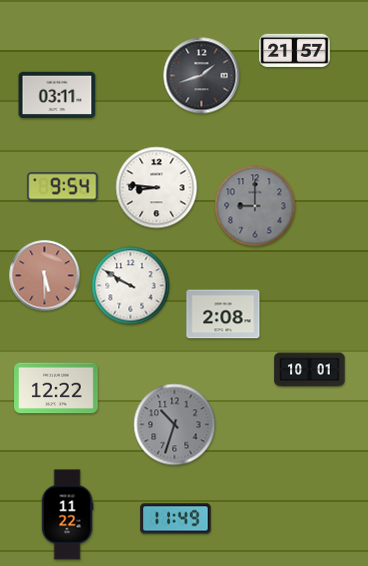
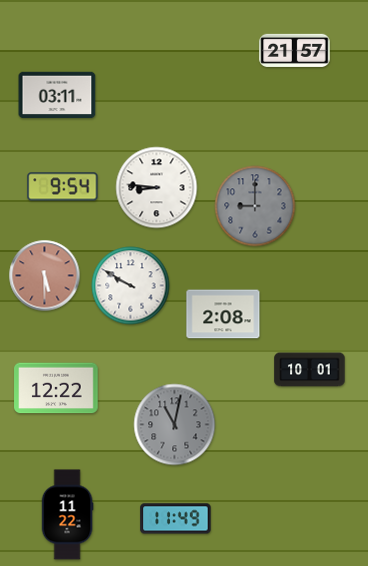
clock at (202, 76): 1:42 -> none
clock at (175, 425): 10:33 -> 11:02
